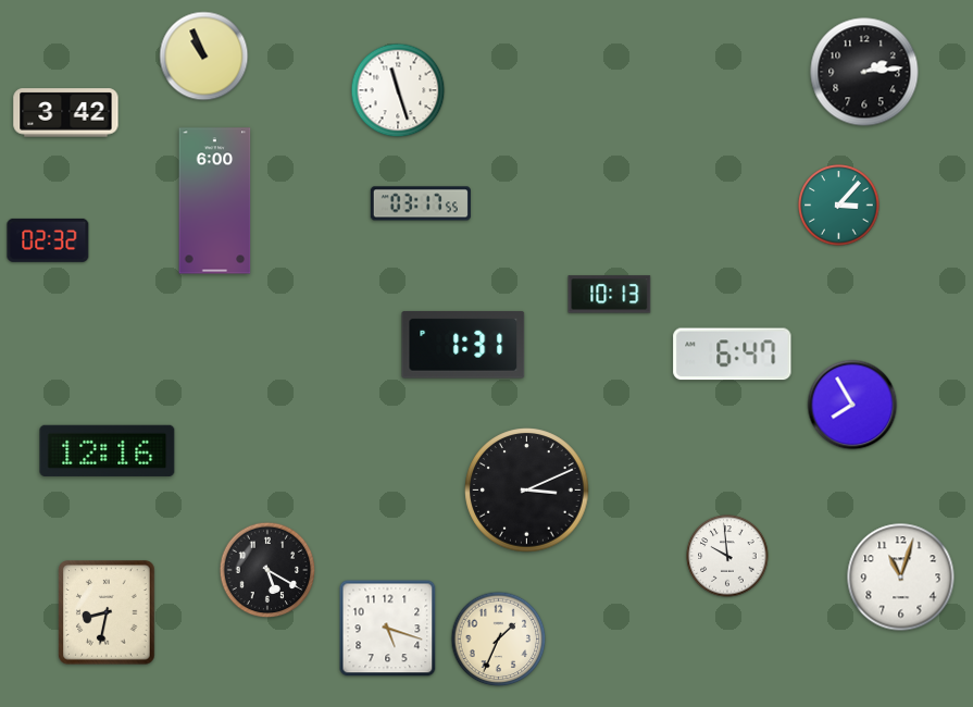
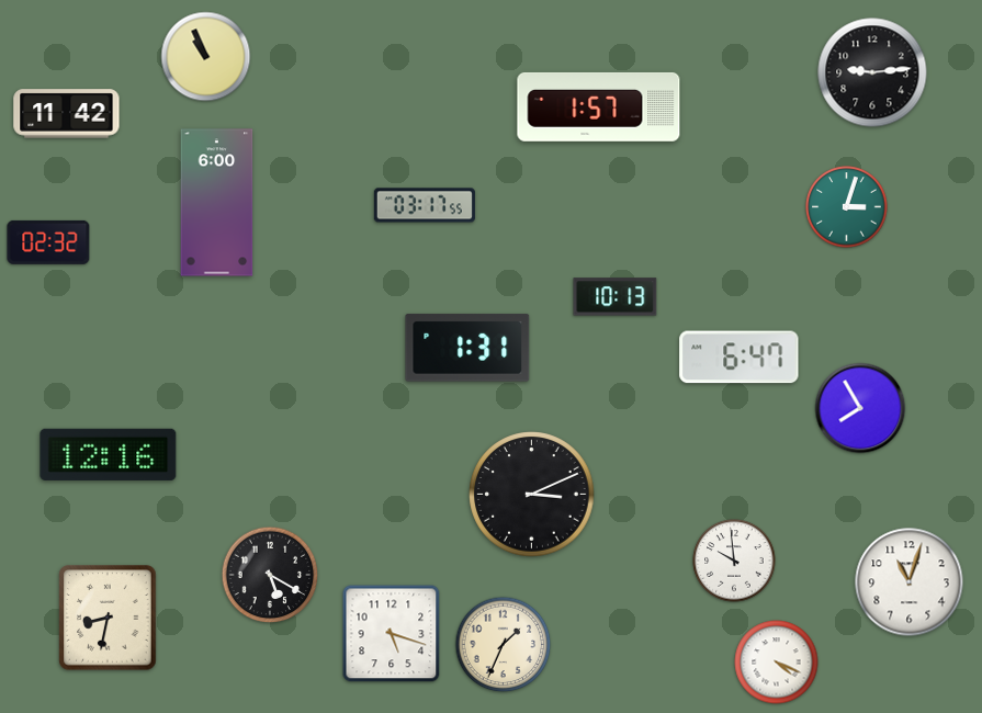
clock at (864, 72): 2:14 -> 9:14
clock at (398, 90): 11:27 -> none
clock at (599, 106): none -> 1:57
clock at (66, 113): 3:42 -> 11:42
clock at (839, 206): 3:07 -> 3:03
clock at (777, 663): none -> 4:19
